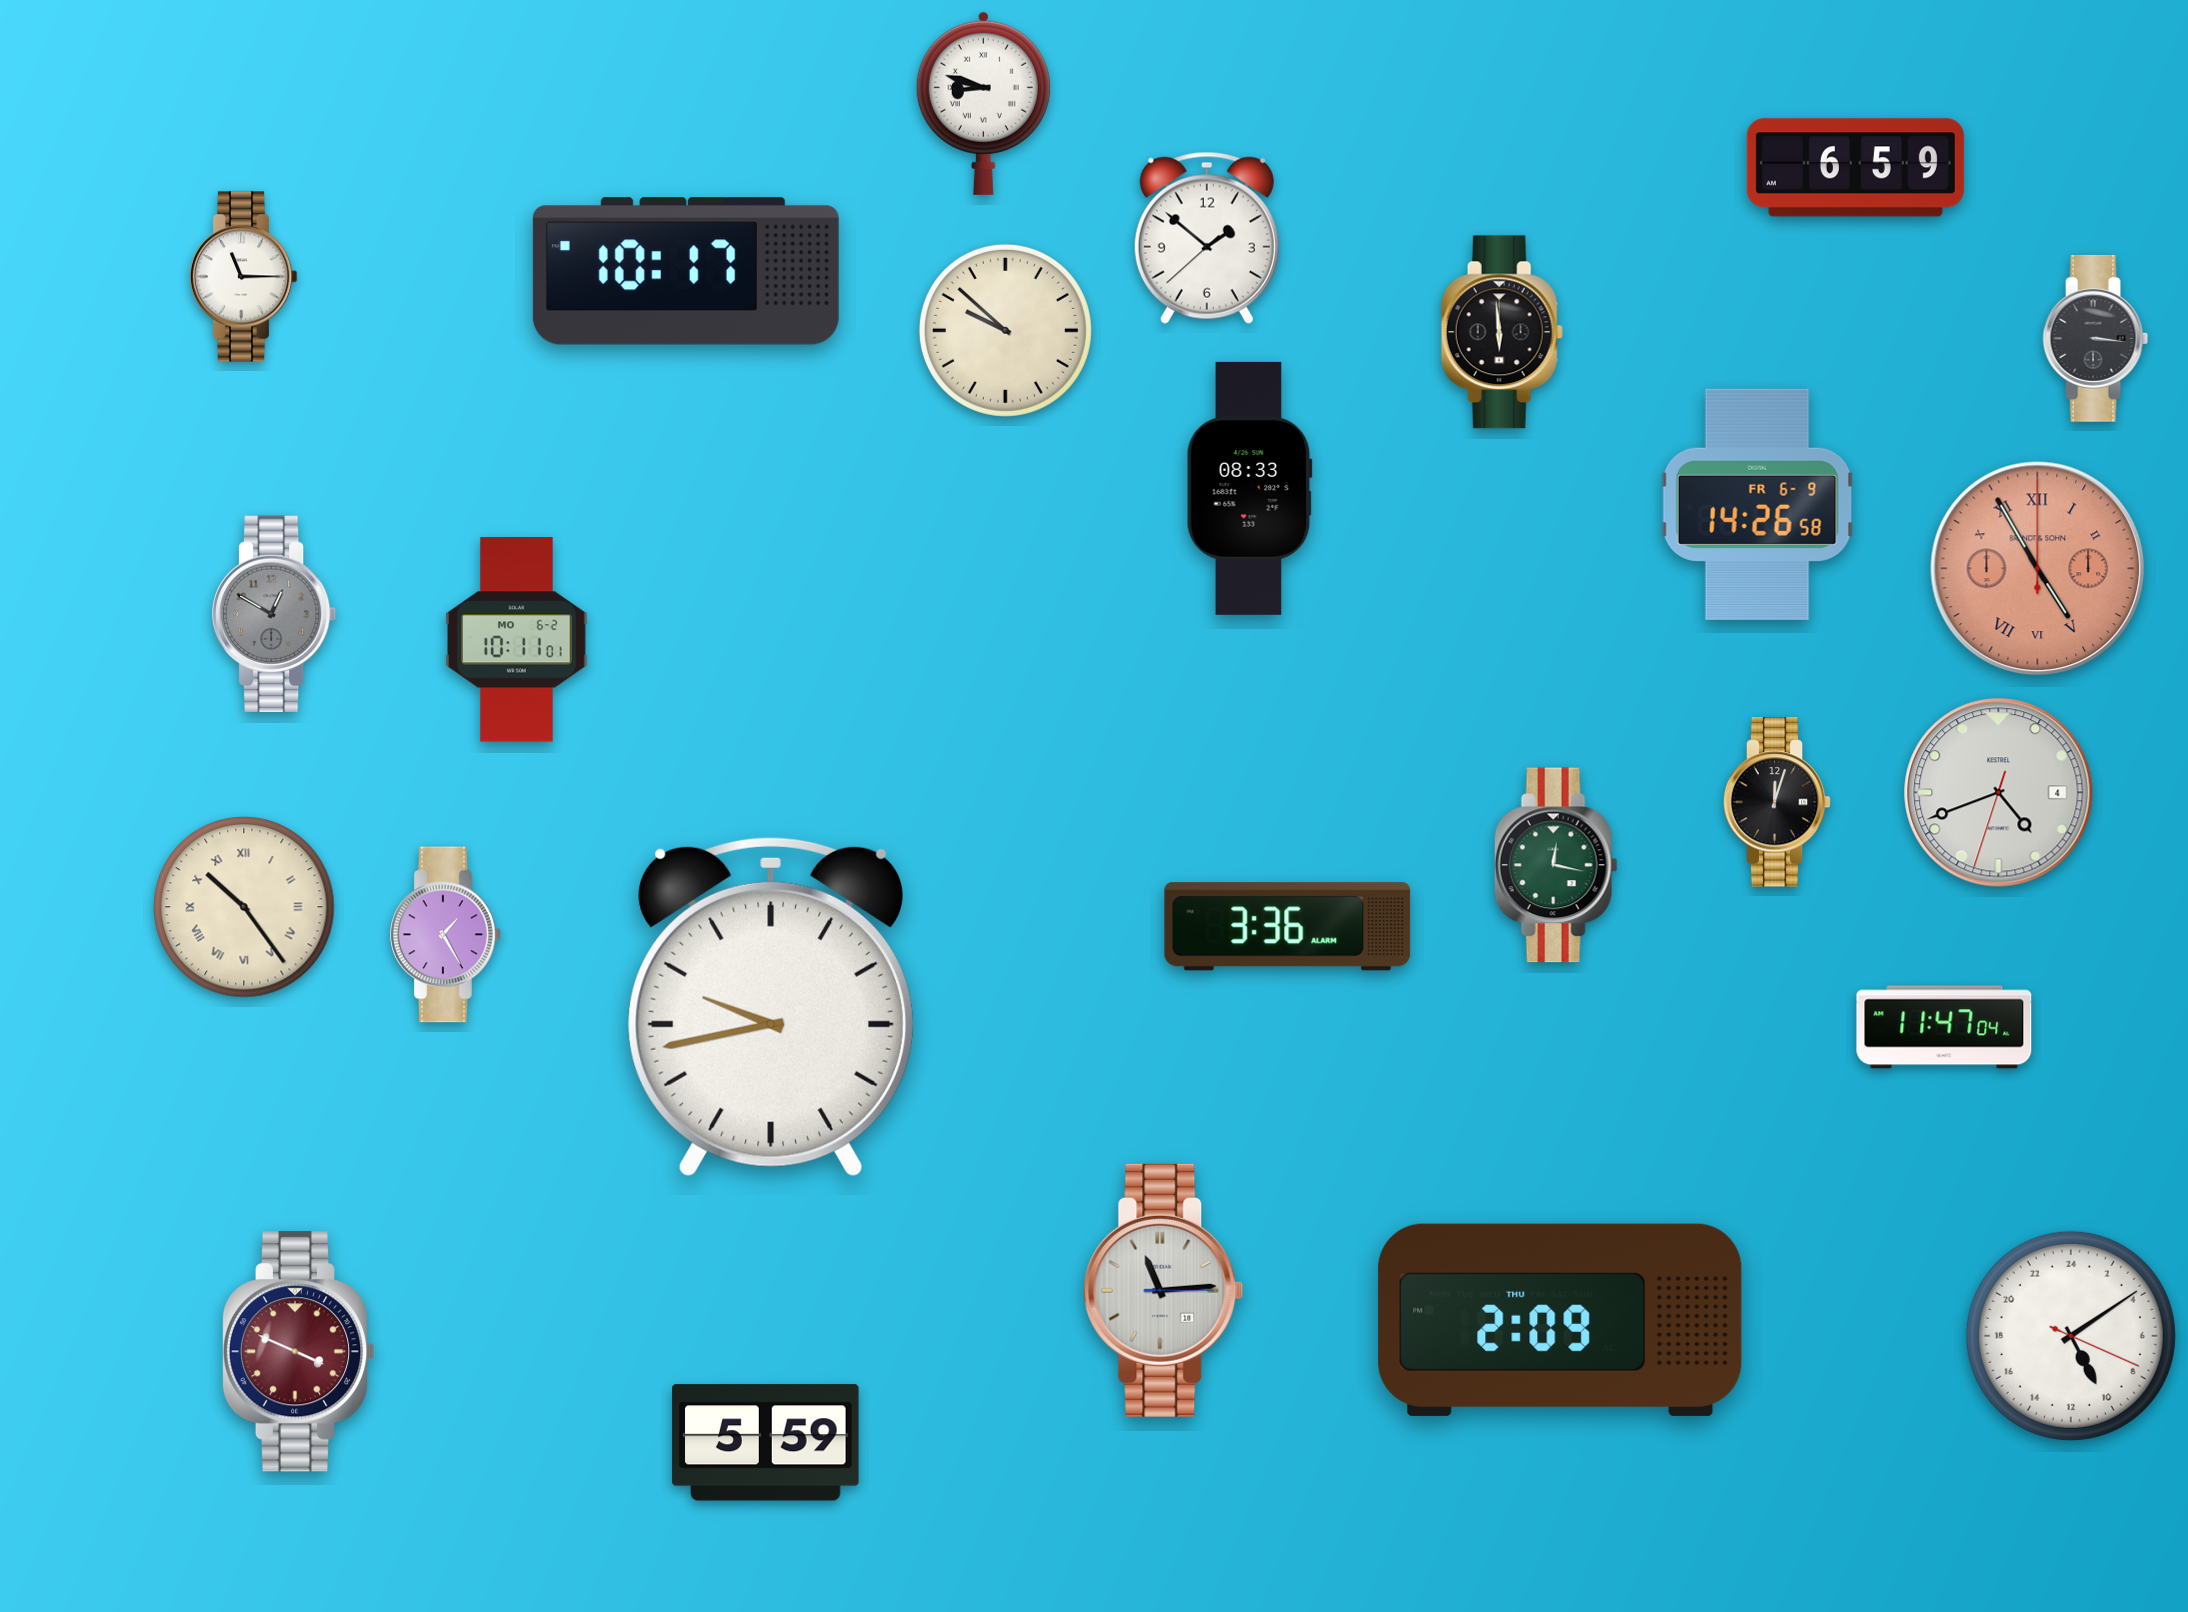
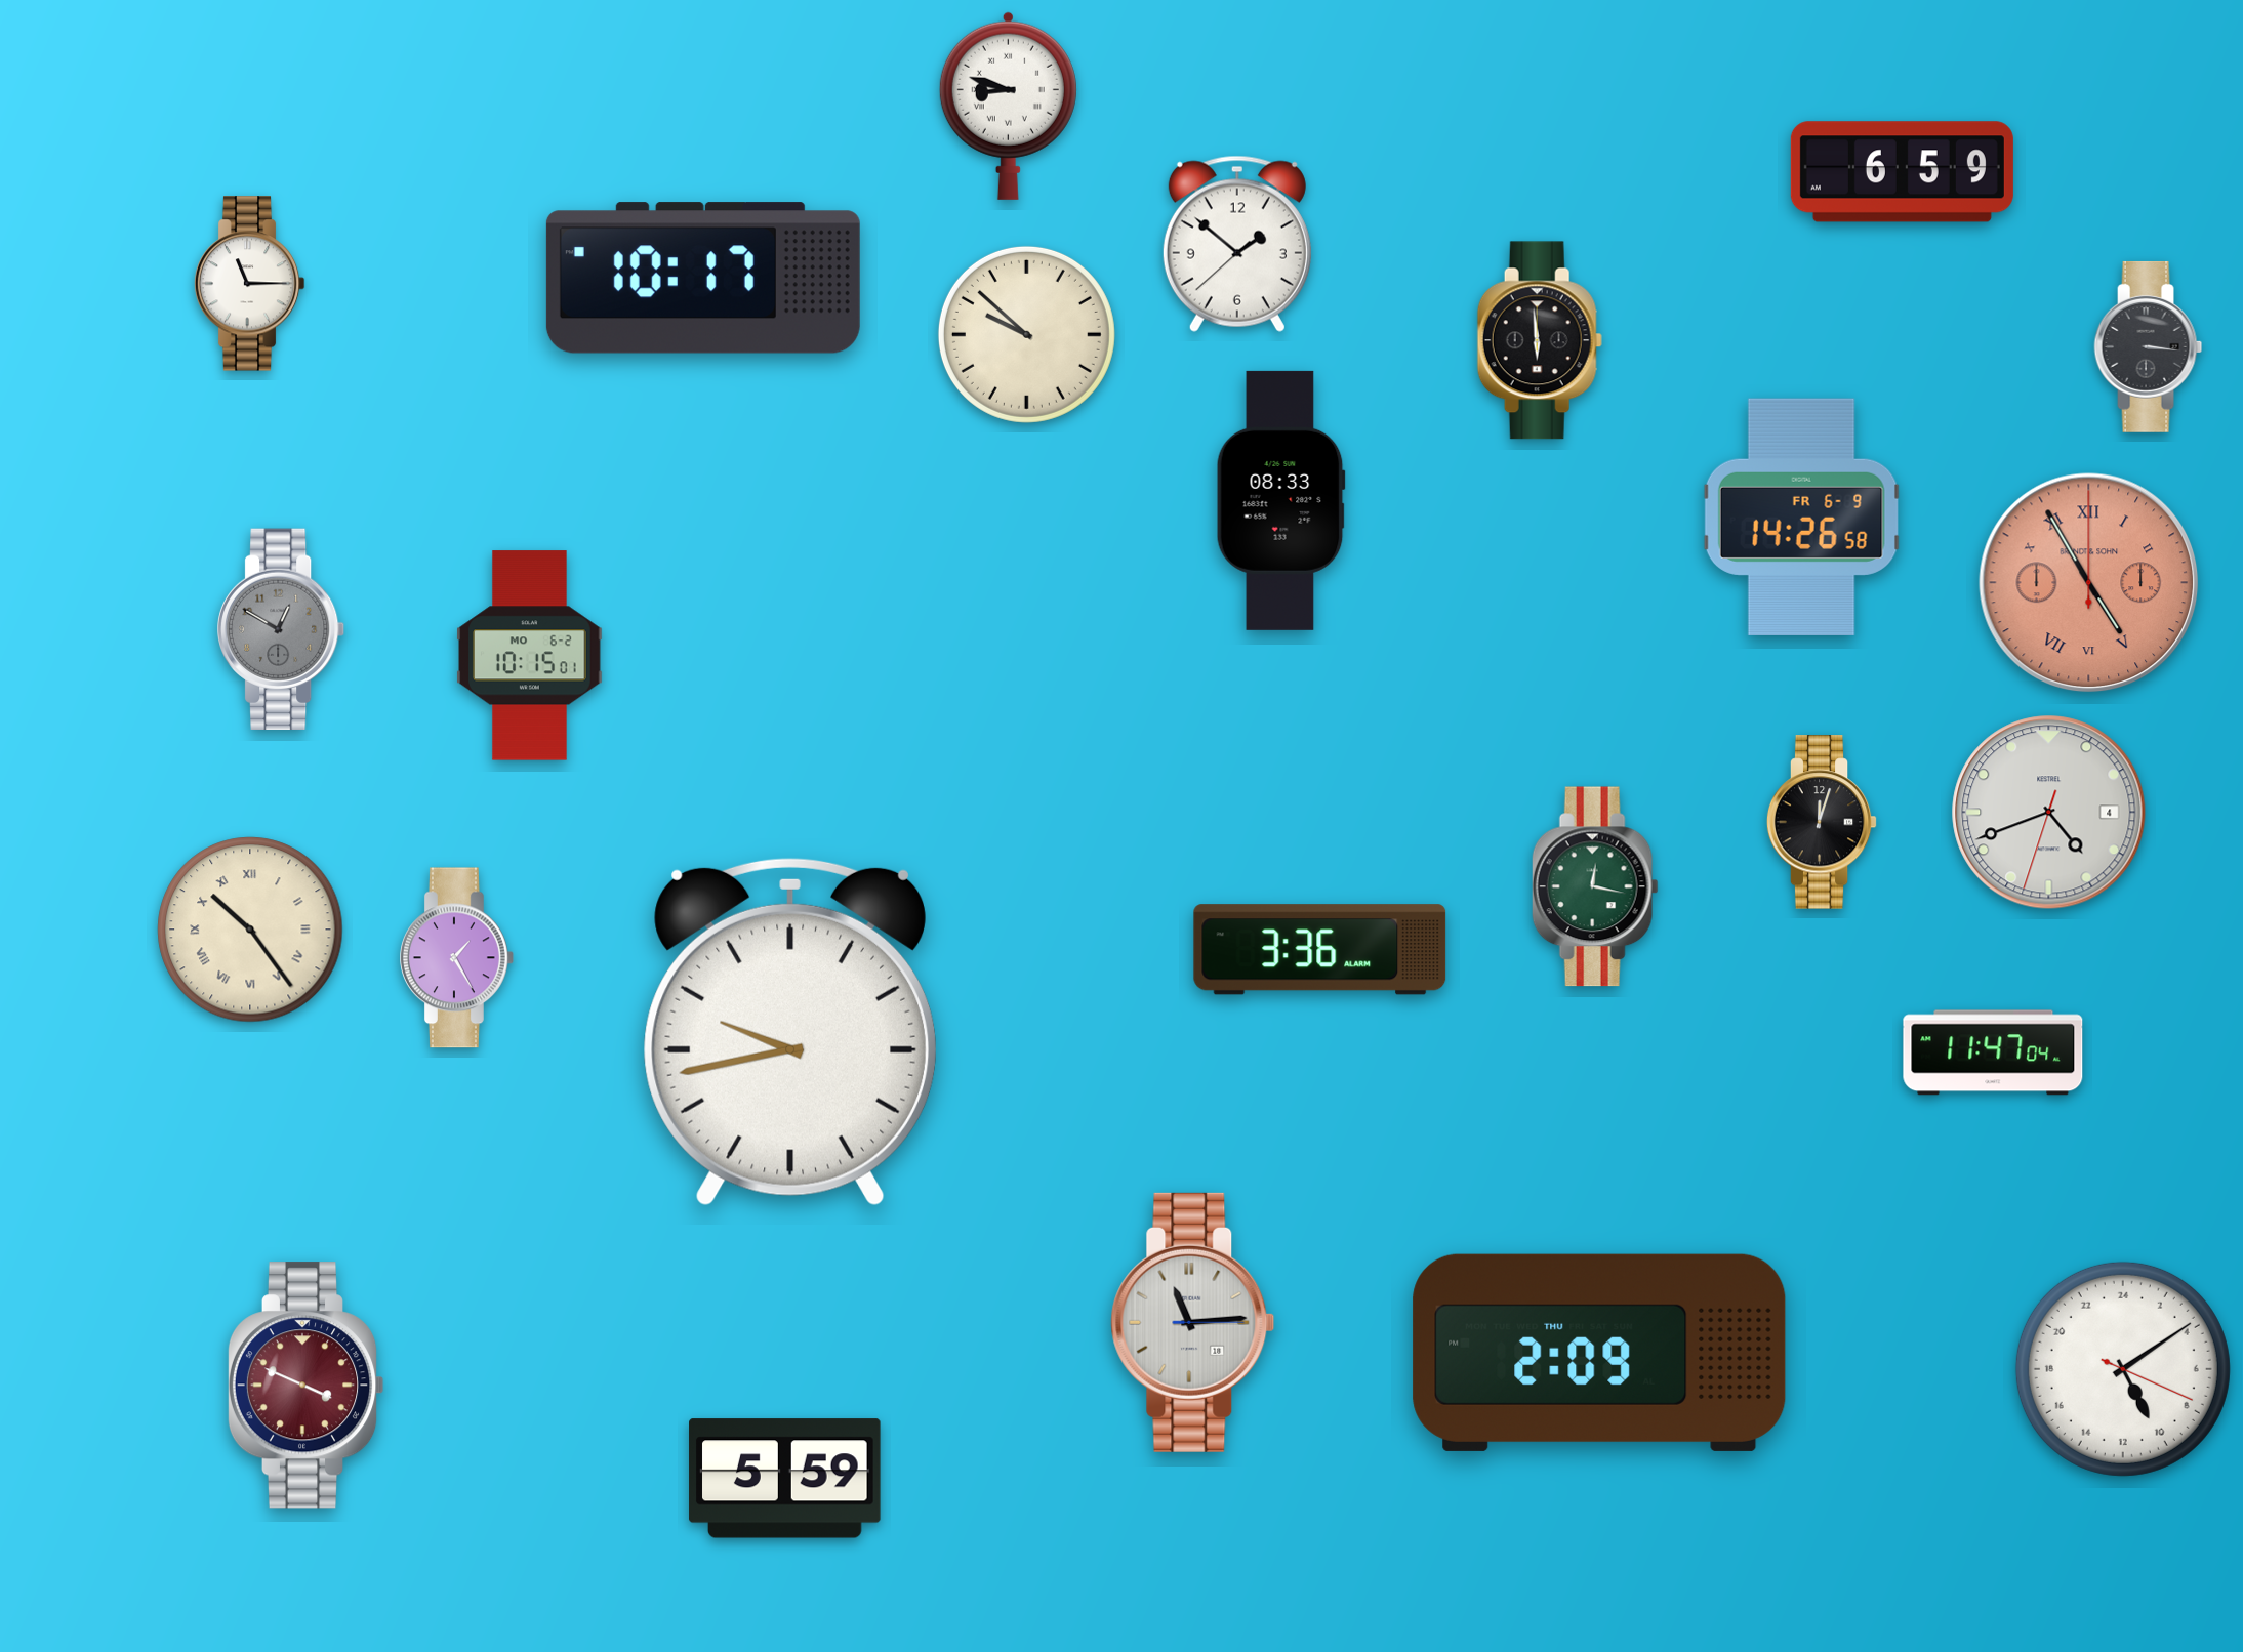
clock at (1005, 330) position: (1005, 330) -> (1026, 334)
clock at (517, 640): 10:11 -> 10:15
